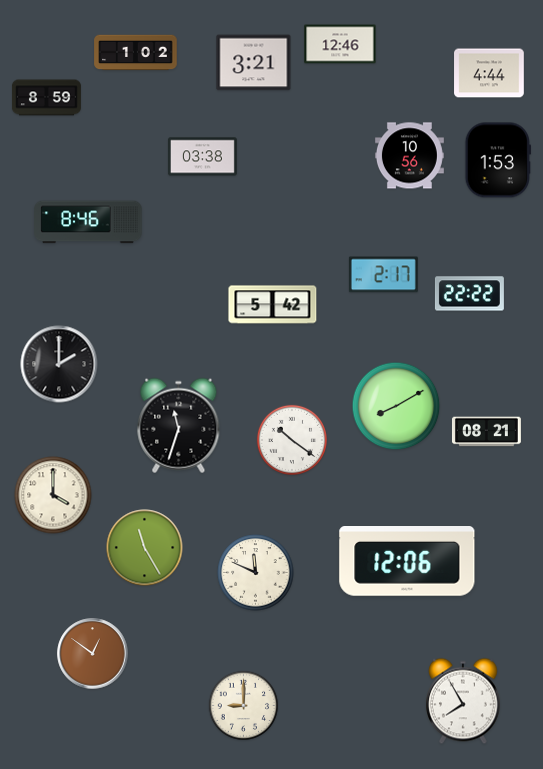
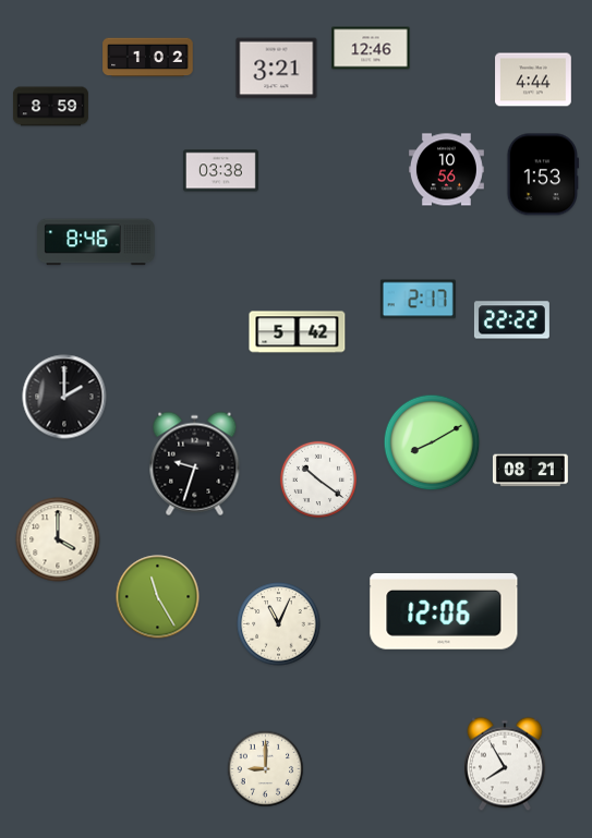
clock at (179, 426): 11:33 -> 9:33
clock at (256, 573): 11:49 -> 11:04
clock at (93, 654): 12:51 -> none
